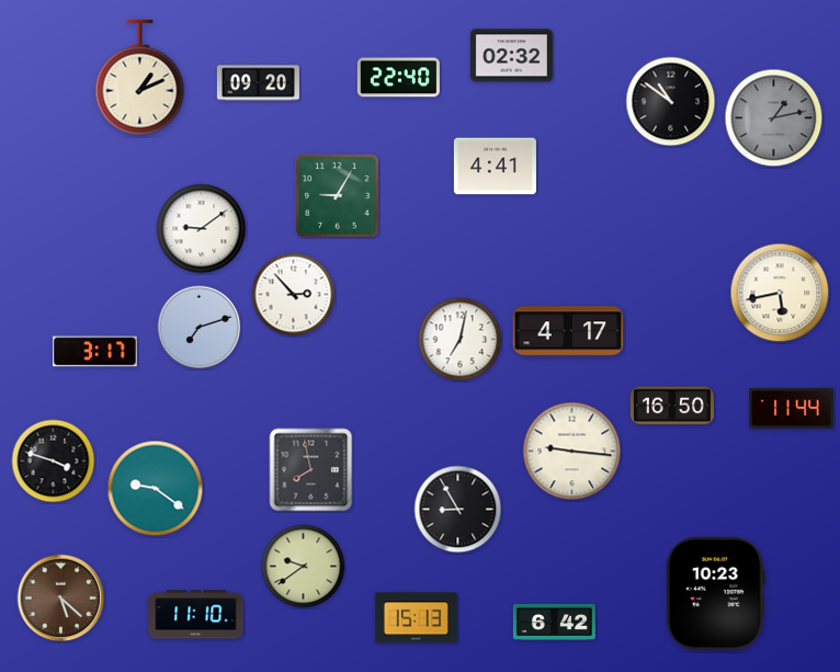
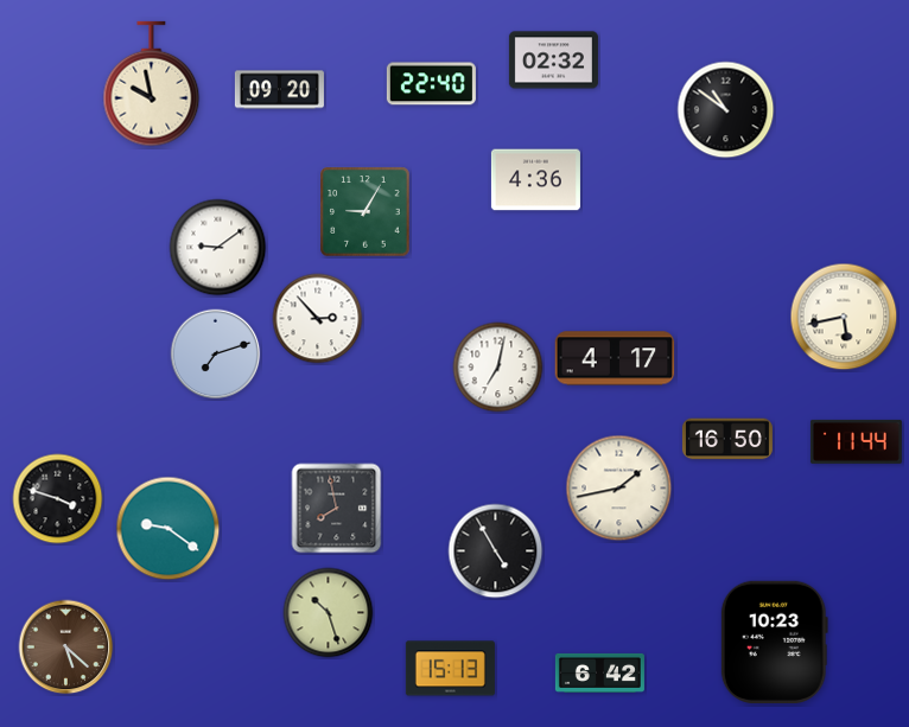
clock at (140, 78): 1:11 -> 9:58
clock at (774, 118): 1:13 -> none
clock at (495, 167): 4:41 -> 4:36
clock at (94, 352): 3:17 -> none
clock at (572, 452): 9:16 -> 1:43
clock at (458, 510): 8:55 -> 4:55
clock at (304, 567): 9:39 -> 10:27
clock at (196, 615): 11:10 -> none
